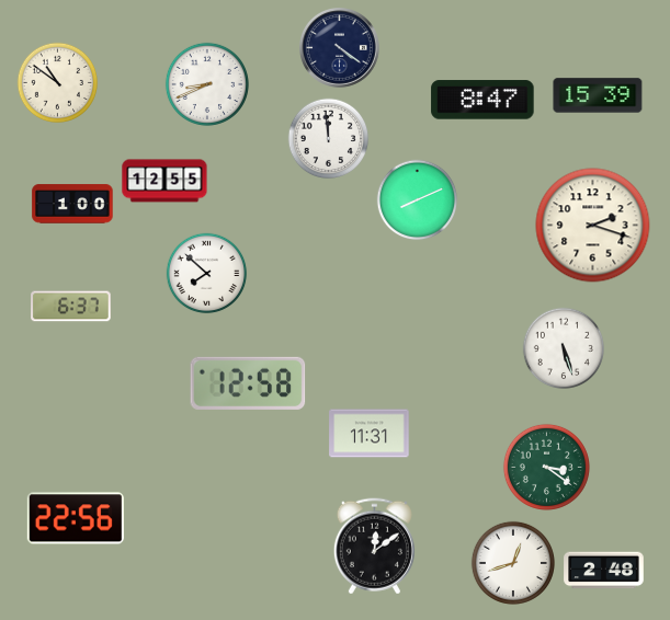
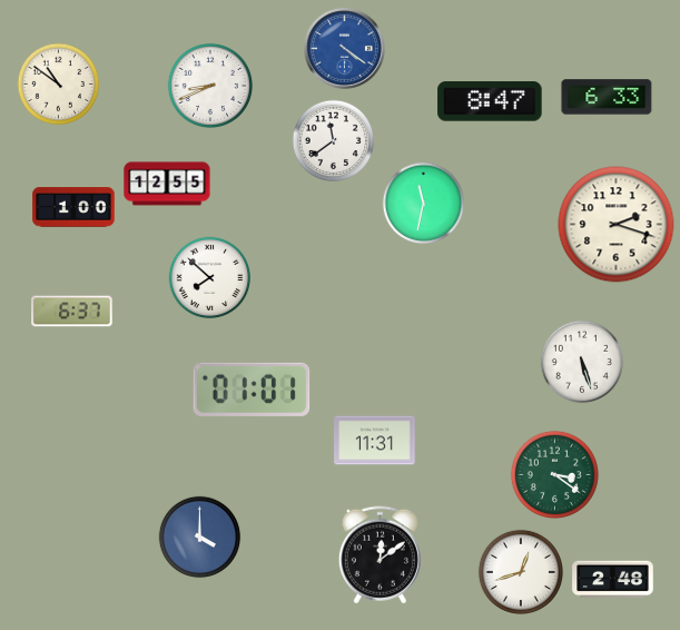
clock at (340, 48) dial: navy -> blue
clock at (598, 95): 15:39 -> 6:33
clock at (329, 139): 11:59 -> 11:39
clock at (418, 200): 8:11 -> 11:32
clock at (593, 226) position: (593, 226) -> (617, 225)
clock at (563, 347) position: (563, 347) -> (581, 361)
clock at (248, 383): 12:58 -> 01:01
clock at (76, 518): 22:56 -> none
clock at (200, 538): none -> 4:00
